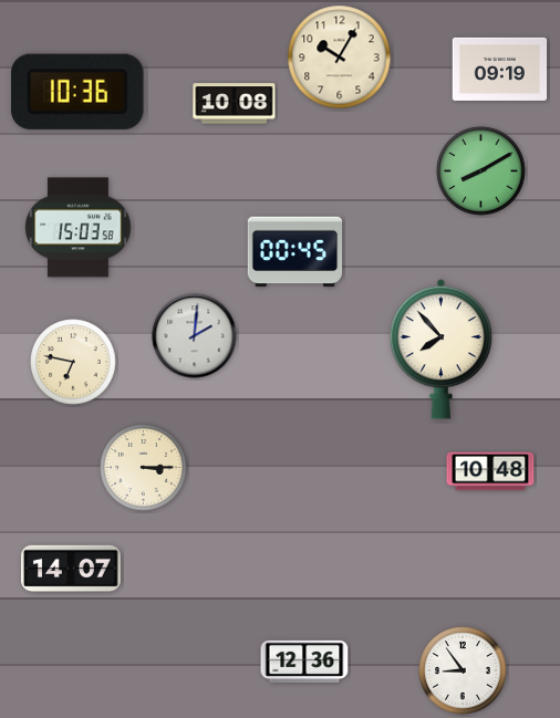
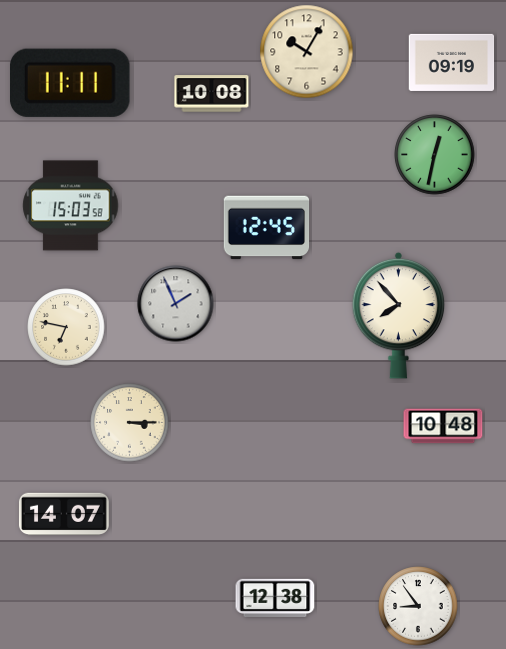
clock at (79, 92): 10:36 -> 11:11
clock at (481, 171): 8:10 -> 12:32
clock at (295, 252): 00:45 -> 12:45
clock at (195, 336): 2:01 -> 1:56
clock at (304, 660): 12:36 -> 12:38
